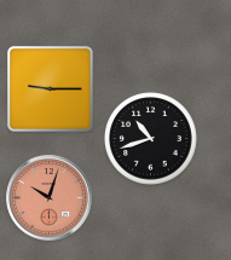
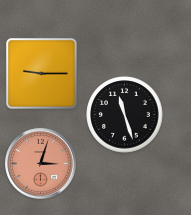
clock at (151, 139): 10:42 -> 11:27
clock at (50, 198): 10:03 -> 3:03
